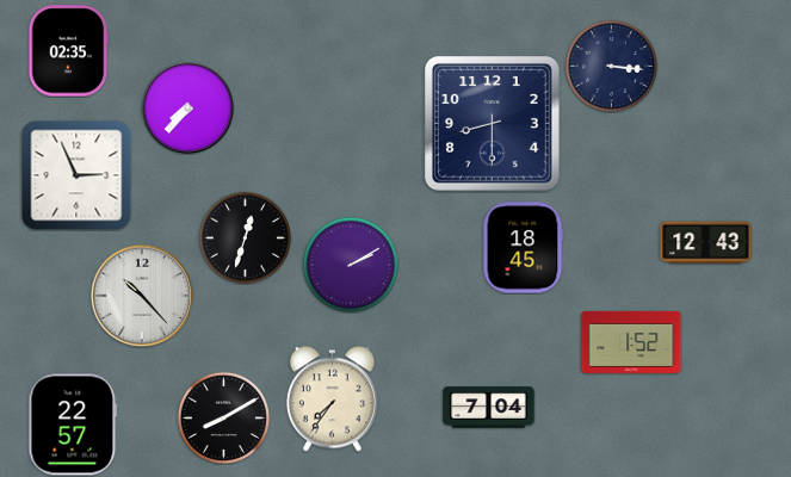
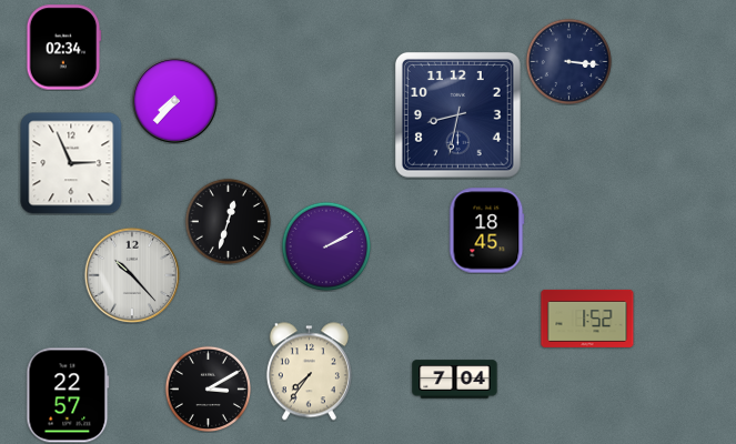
clock at (69, 51): 02:35 -> 02:34
clock at (492, 123): 8:30 -> 8:32
clock at (706, 243): 12:43 -> none
clock at (223, 417): 8:10 -> 3:10
